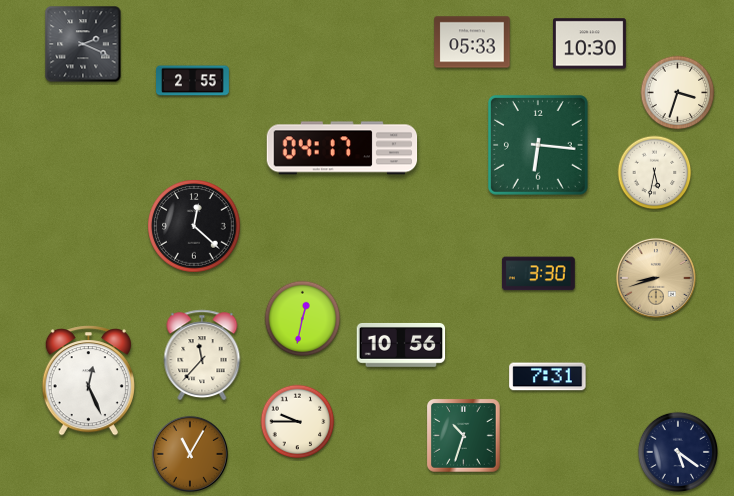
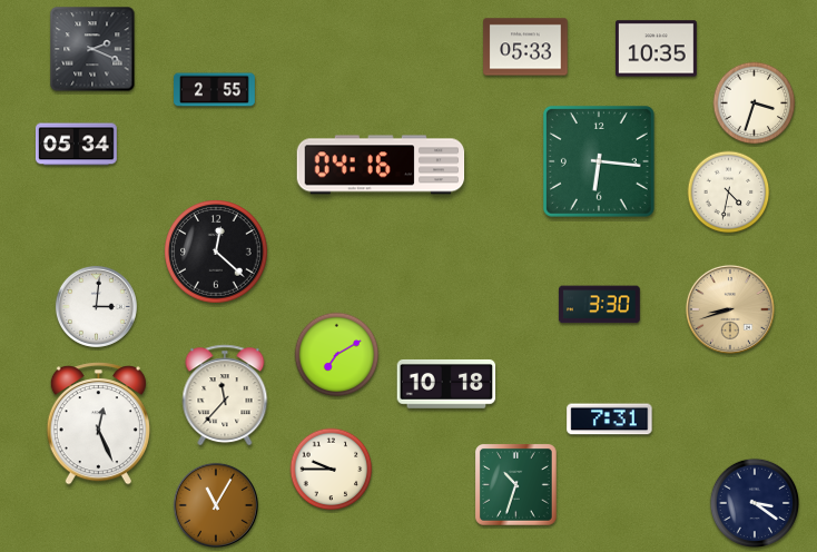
clock at (589, 44): 10:30 -> 10:35
clock at (76, 145): none -> 05:34
clock at (342, 148): 04:17 -> 04:16
clock at (655, 173): 5:32 -> 4:32
clock at (96, 306): none -> 3:01
clock at (303, 319): 12:32 -> 7:10
clock at (401, 345): 10:56 -> 10:18
clock at (677, 451): 5:21 -> 3:21
clock at (190, 454) position: (190, 454) -> (216, 505)
